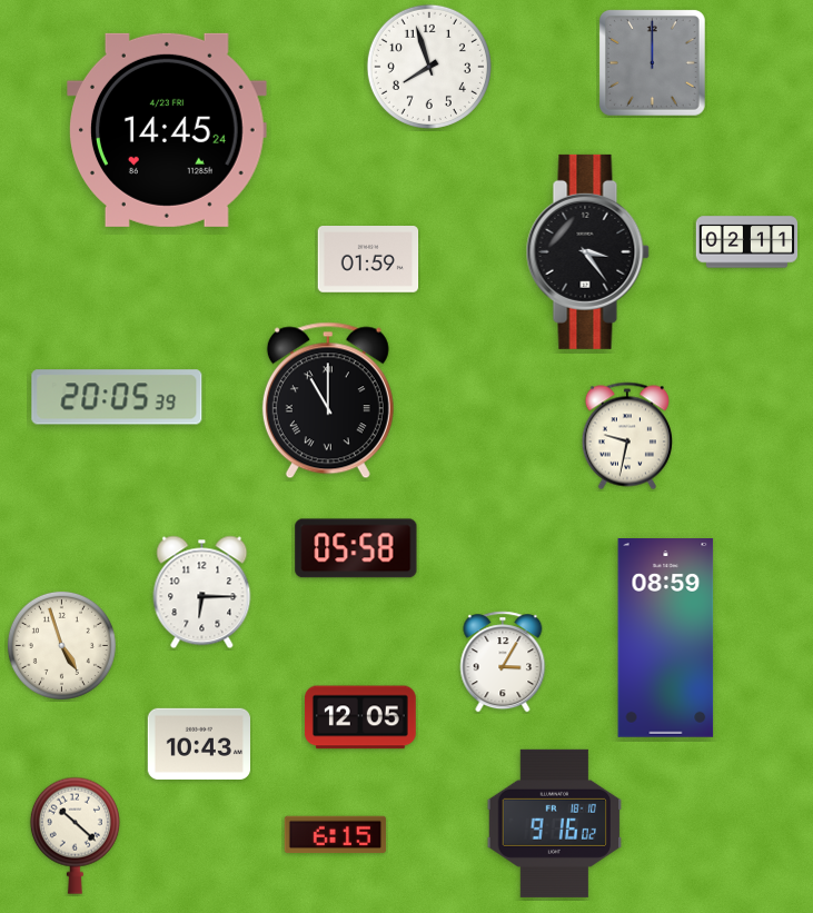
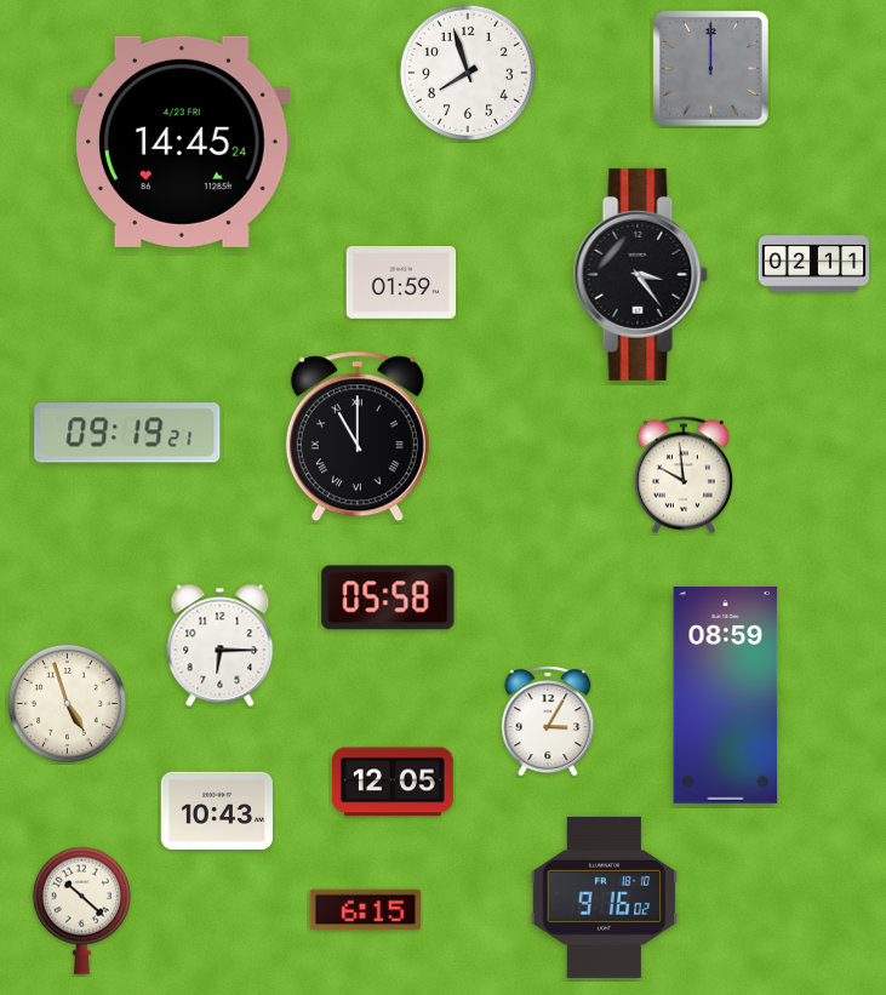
clock at (117, 397): 20:05 -> 09:19
clock at (627, 436): 9:32 -> 9:59
